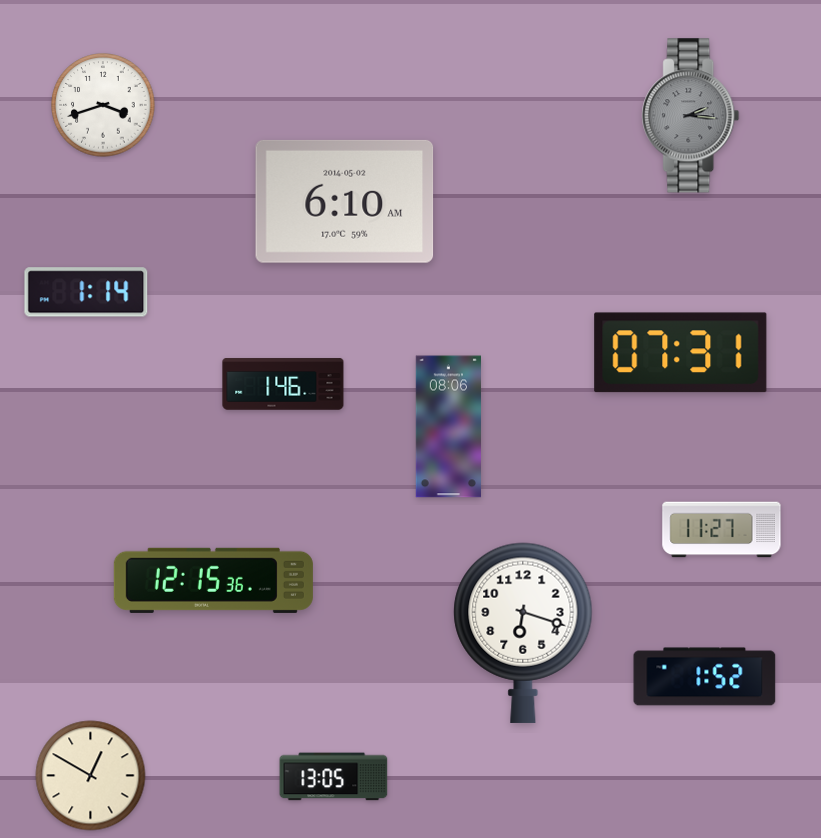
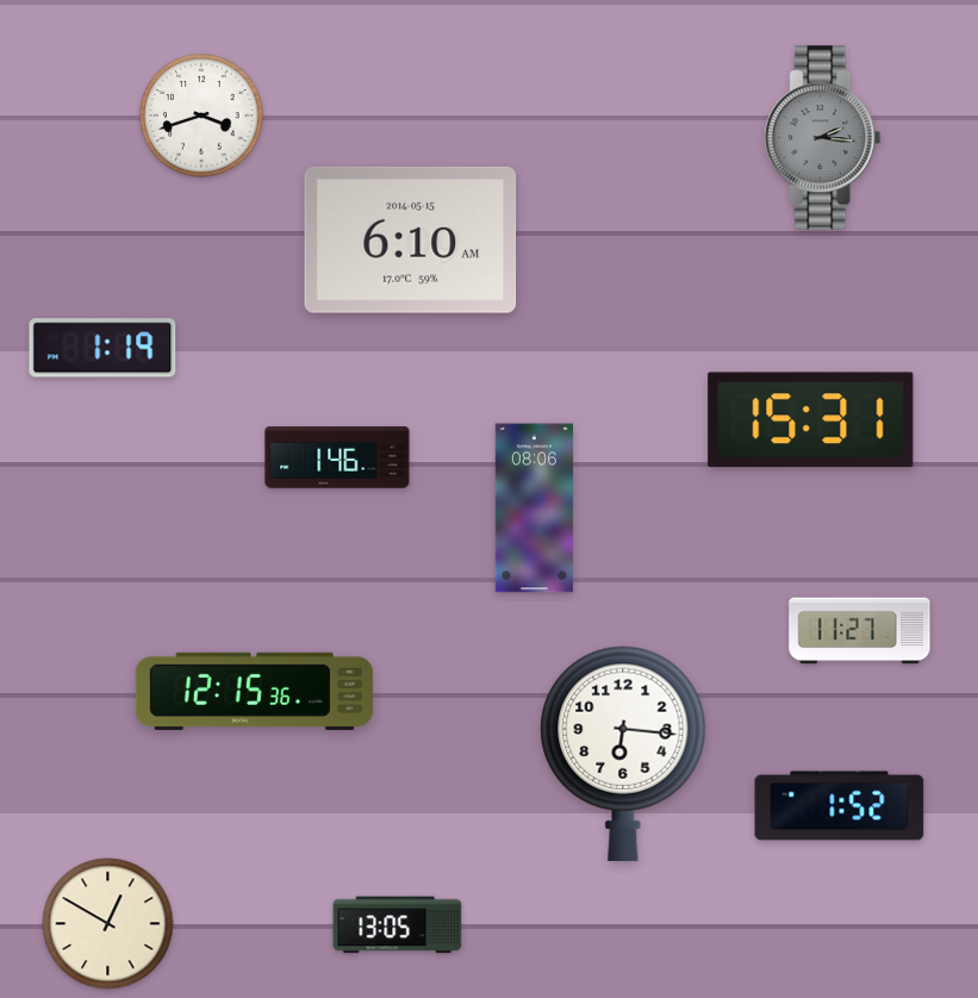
clock at (103, 105) position: (103, 105) -> (201, 116)
clock at (345, 201) date: 2014-05-02 -> 2014-05-15
clock at (86, 292): 1:14 -> 1:19
clock at (681, 353): 07:31 -> 15:31
clock at (523, 633): 6:18 -> 6:16
